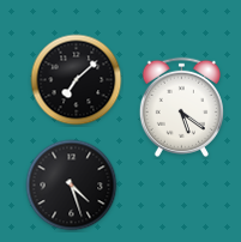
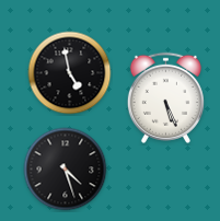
clock at (77, 80): 7:08 -> 4:58
clock at (181, 107): 5:21 -> 5:26
